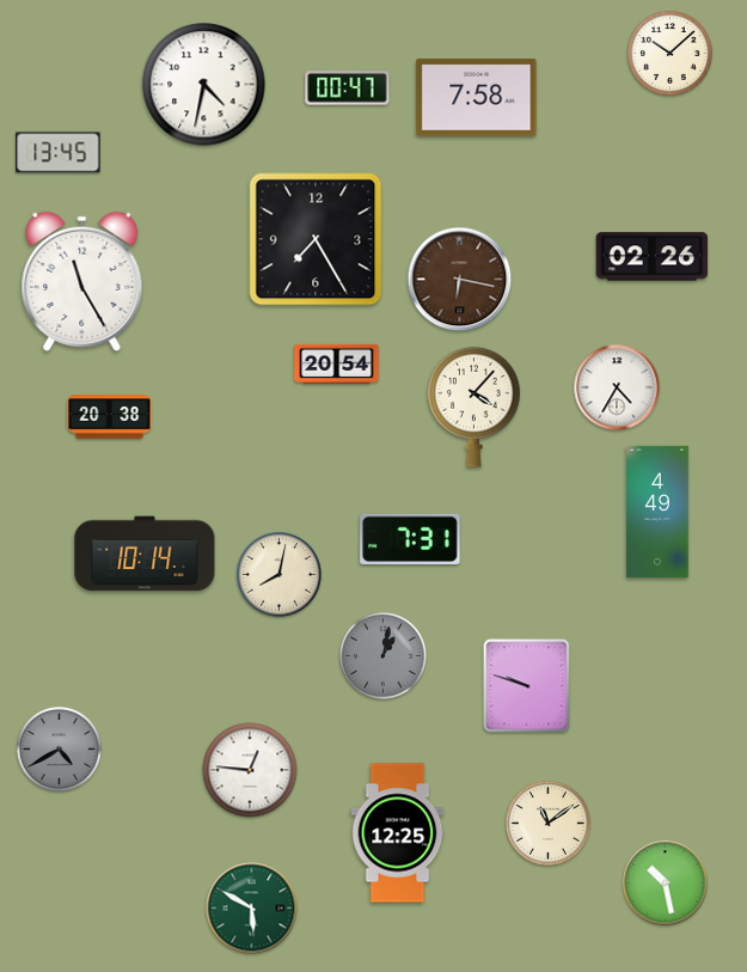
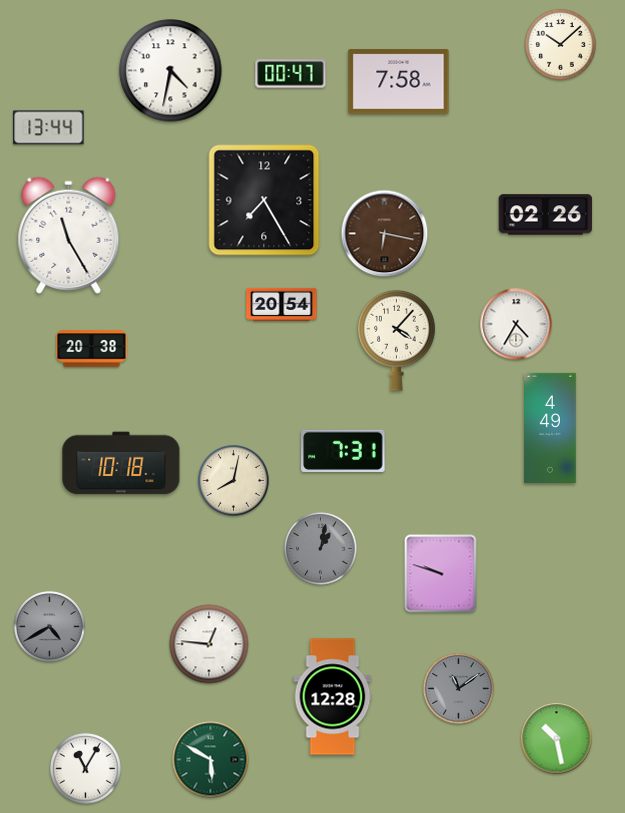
clock at (59, 153): 13:45 -> 13:44
clock at (145, 554): 10:14 -> 10:18
clock at (549, 824) dial: cream -> grey
clock at (398, 833): 12:25 -> 12:28
clock at (86, 769): none -> 11:05
